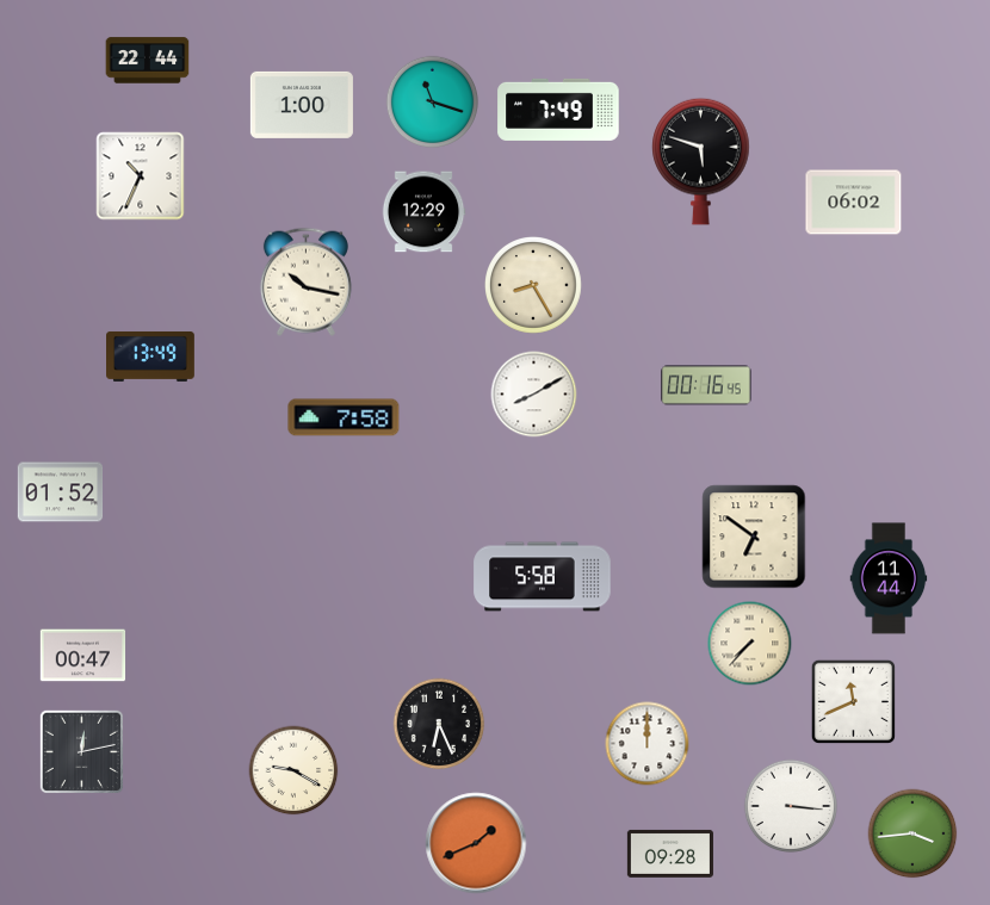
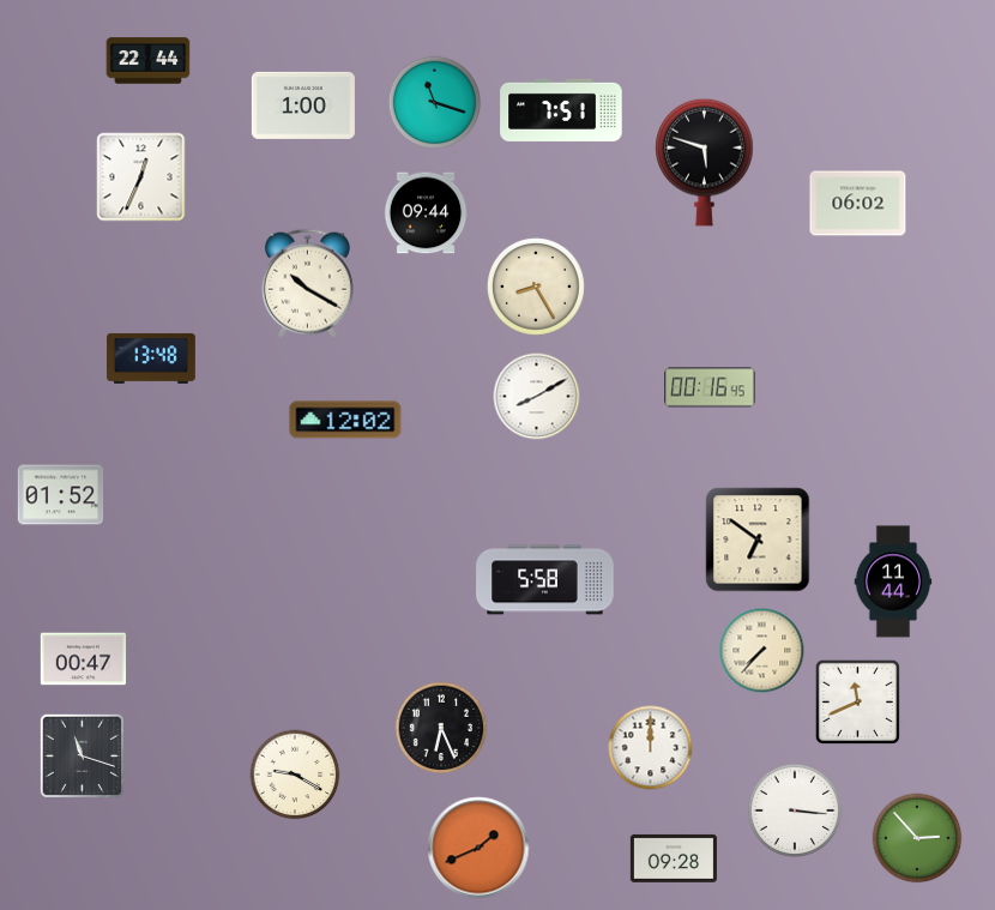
clock at (558, 110): 7:49 -> 7:51
clock at (141, 176): 10:34 -> 12:34
clock at (423, 212): 12:29 -> 09:44
clock at (305, 281): 10:17 -> 10:20
clock at (151, 357): 13:49 -> 13:48
clock at (344, 417): 7:58 -> 12:02
clock at (750, 644) position: (750, 644) -> (762, 651)
clock at (853, 701) position: (853, 701) -> (857, 701)
clock at (81, 751): 12:13 -> 11:18
clock at (912, 833): 3:44 -> 2:53
